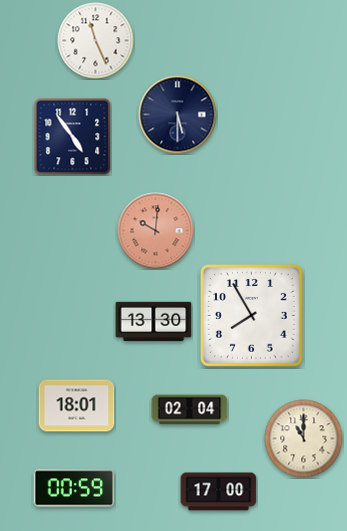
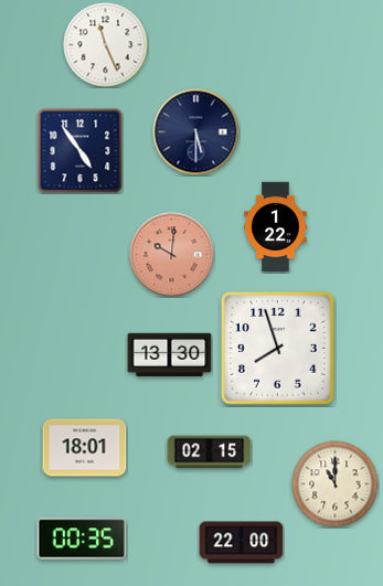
clock at (178, 115) position: (178, 115) -> (196, 132)
clock at (276, 227): none -> 1:22
clock at (251, 315): 7:55 -> 7:57
clock at (190, 410): 02:04 -> 02:15
clock at (74, 488): 00:59 -> 00:35
clock at (219, 492): 17:00 -> 22:00
